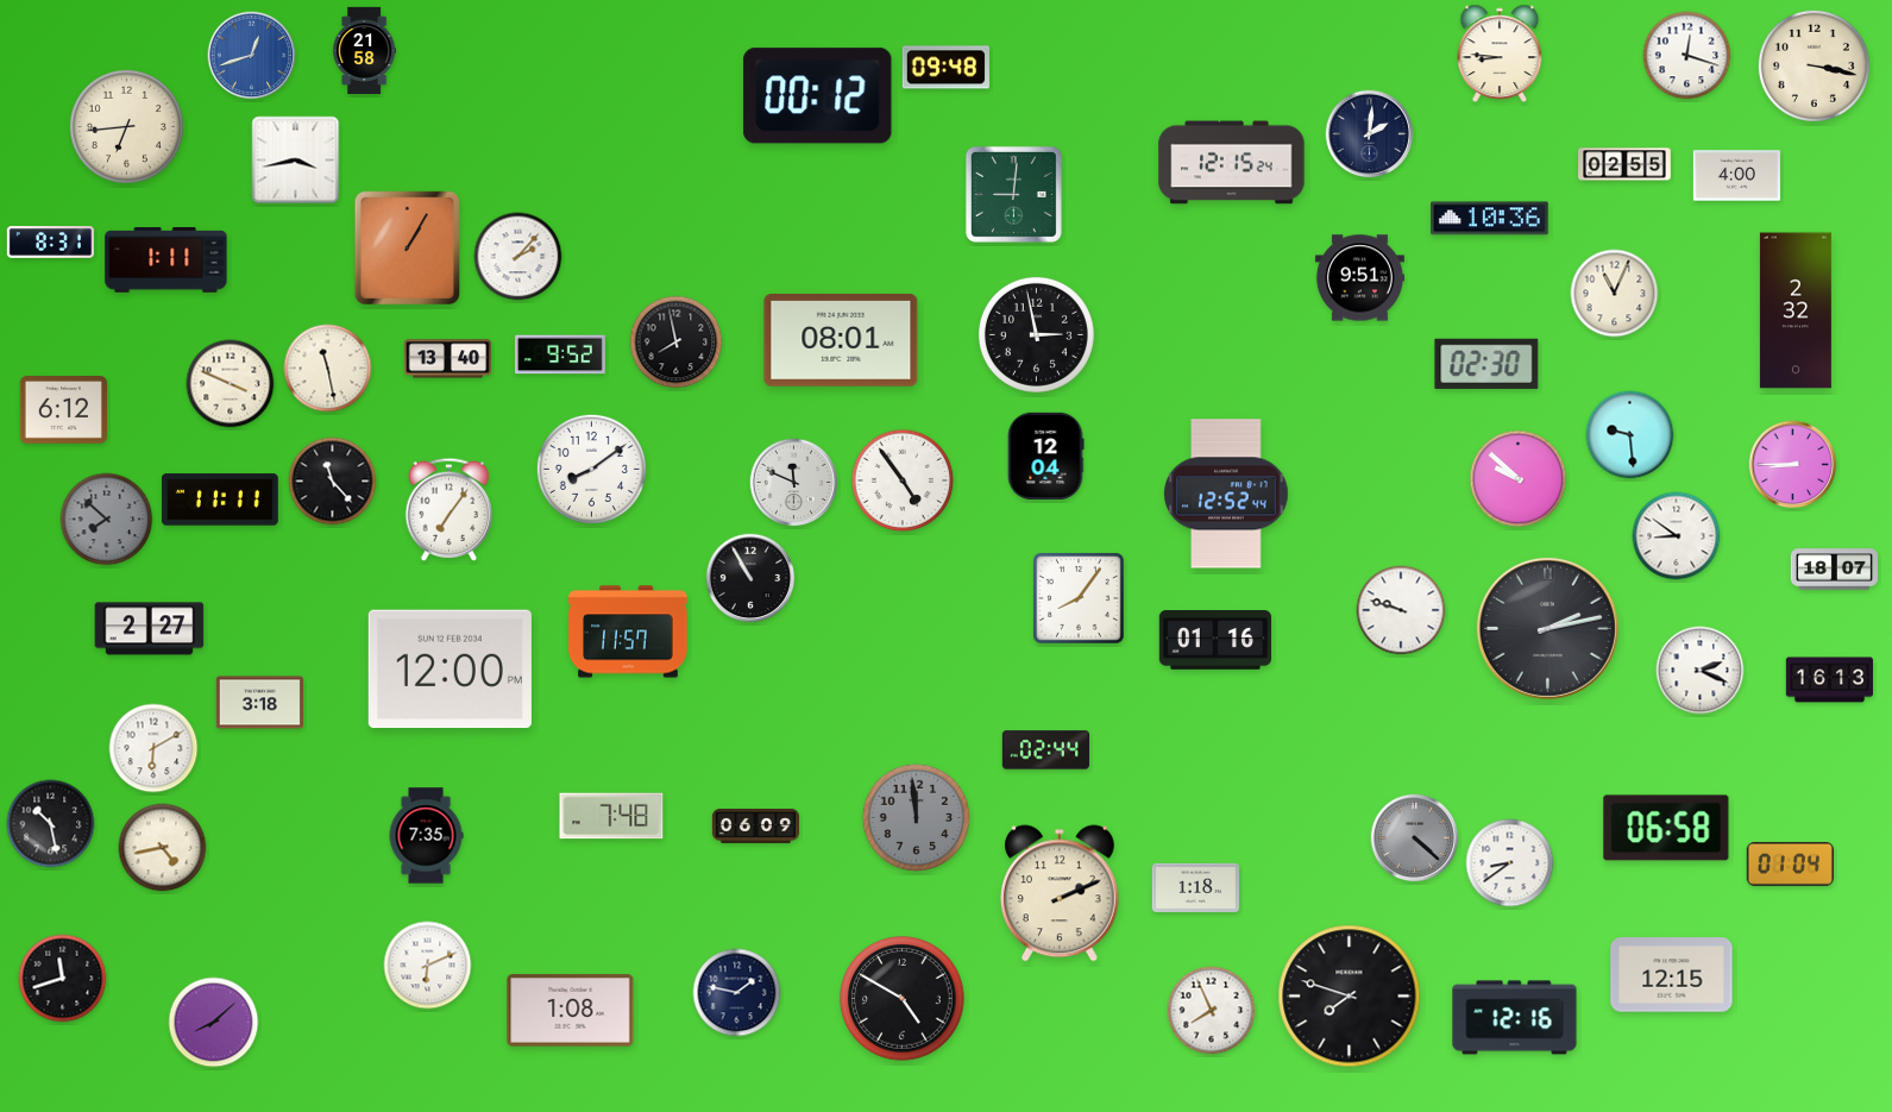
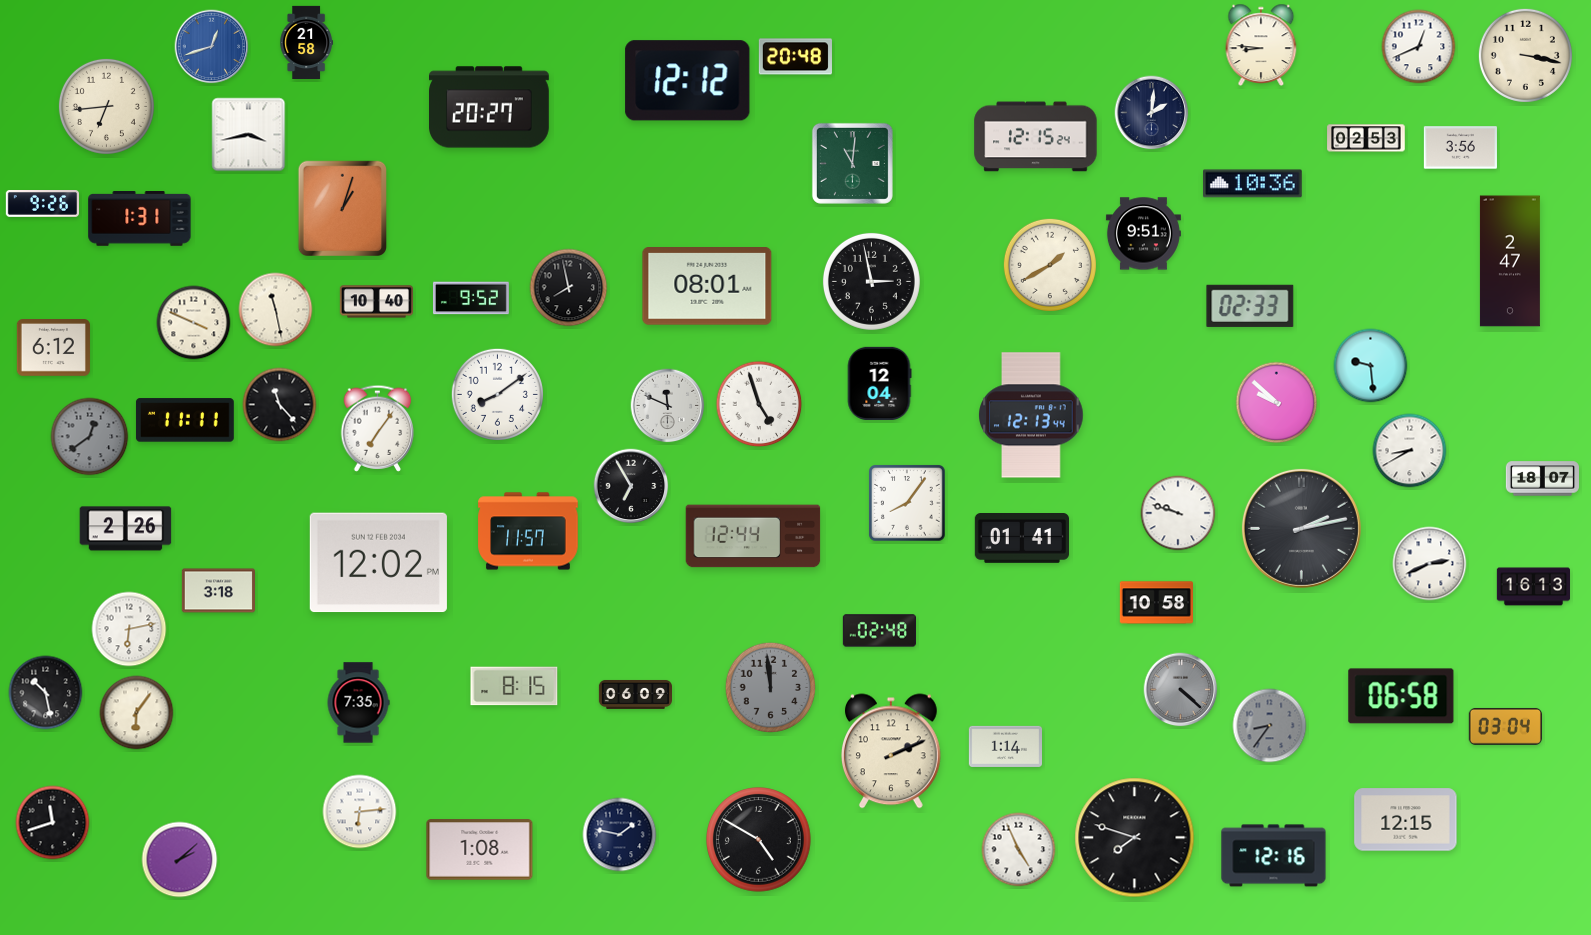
clock at (1687, 56): 12:18 -> 12:41
clock at (945, 68): 09:48 -> 20:48
clock at (818, 96): 00:12 -> 12:12
clock at (490, 107): none -> 20:27
clock at (1624, 164): 02:55 -> 02:53
clock at (1736, 176): 4:00 -> 3:56
clock at (1013, 194): 9:01 -> 11:01
clock at (50, 243): 8:31 -> 9:26
clock at (407, 247): 1:05 -> 1:03
clock at (518, 257): 2:07 -> none
clock at (166, 260): 1:11 -> 1:31
clock at (1615, 294): 11:04 -> none
clock at (1796, 310): 2:32 -> 2:47
clock at (1050, 265): none -> 1:40
clock at (447, 359): 13:40 -> 10:40
clock at (1486, 364): 02:30 -> 02:33
clock at (63, 410) position: (63, 410) -> (53, 348)
clock at (1793, 465): 8:45 -> none
clock at (903, 480): 4:54 -> 4:57
clock at (1226, 494): 12:52 -> 12:13
clock at (107, 520): 7:52 -> 12:39
clock at (1677, 536): 8:51 -> 8:40
clock at (750, 578): 10:55 -> 6:55
clock at (150, 629): 2:27 -> 2:26
clock at (753, 536): none -> 12:44
clock at (1214, 641): 01:16 -> 01:41
clock at (450, 670): 12:00 -> 12:02
clock at (1701, 671): 2:19 -> 2:41
clock at (1829, 680) position: (1829, 680) -> (1533, 587)
clock at (1156, 603): none -> 10:58
clock at (153, 748): 6:10 -> 6:13
clock at (1045, 750): 02:44 -> 02:48
clock at (611, 816): 7:48 -> 8:15
clock at (51, 824) position: (51, 824) -> (46, 693)
clock at (1415, 838) position: (1415, 838) -> (1181, 690)
clock at (163, 848): 4:43 -> 6:06
clock at (1510, 863): 8:39 -> 8:36
clock at (1510, 863) dial: white -> grey
clock at (1790, 863): 01:04 -> 03:04
clock at (1195, 887): 1:18 -> 1:14
clock at (428, 966): 6:11 -> 6:14
clock at (1212, 1011): 7:56 -> 4:56
clock at (214, 1023): 8:08 -> 2:08
